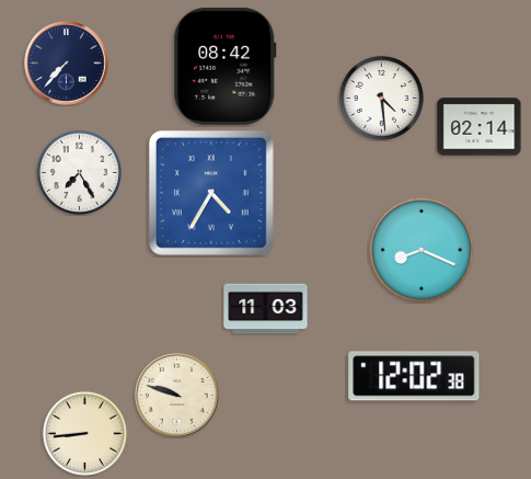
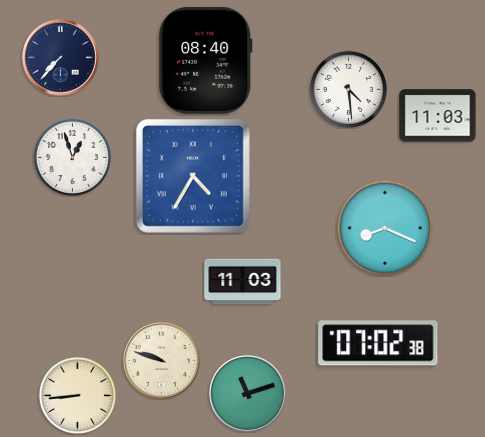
clock at (226, 66): 08:42 -> 08:40
clock at (480, 127): 02:14 -> 11:03
clock at (79, 172): 7:25 -> 12:57
clock at (414, 376): 12:02 -> 07:02
clock at (248, 394): none -> 11:12
